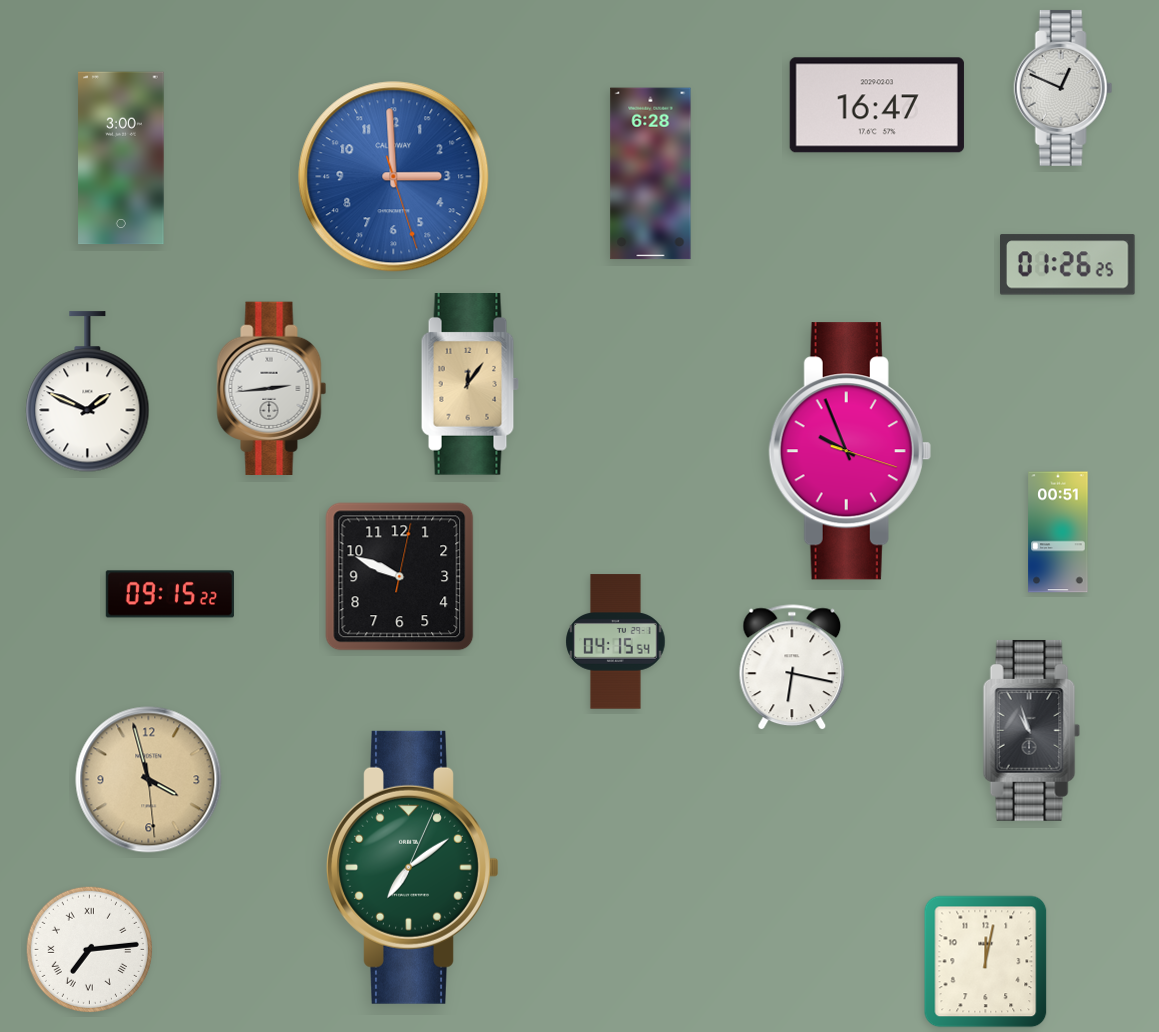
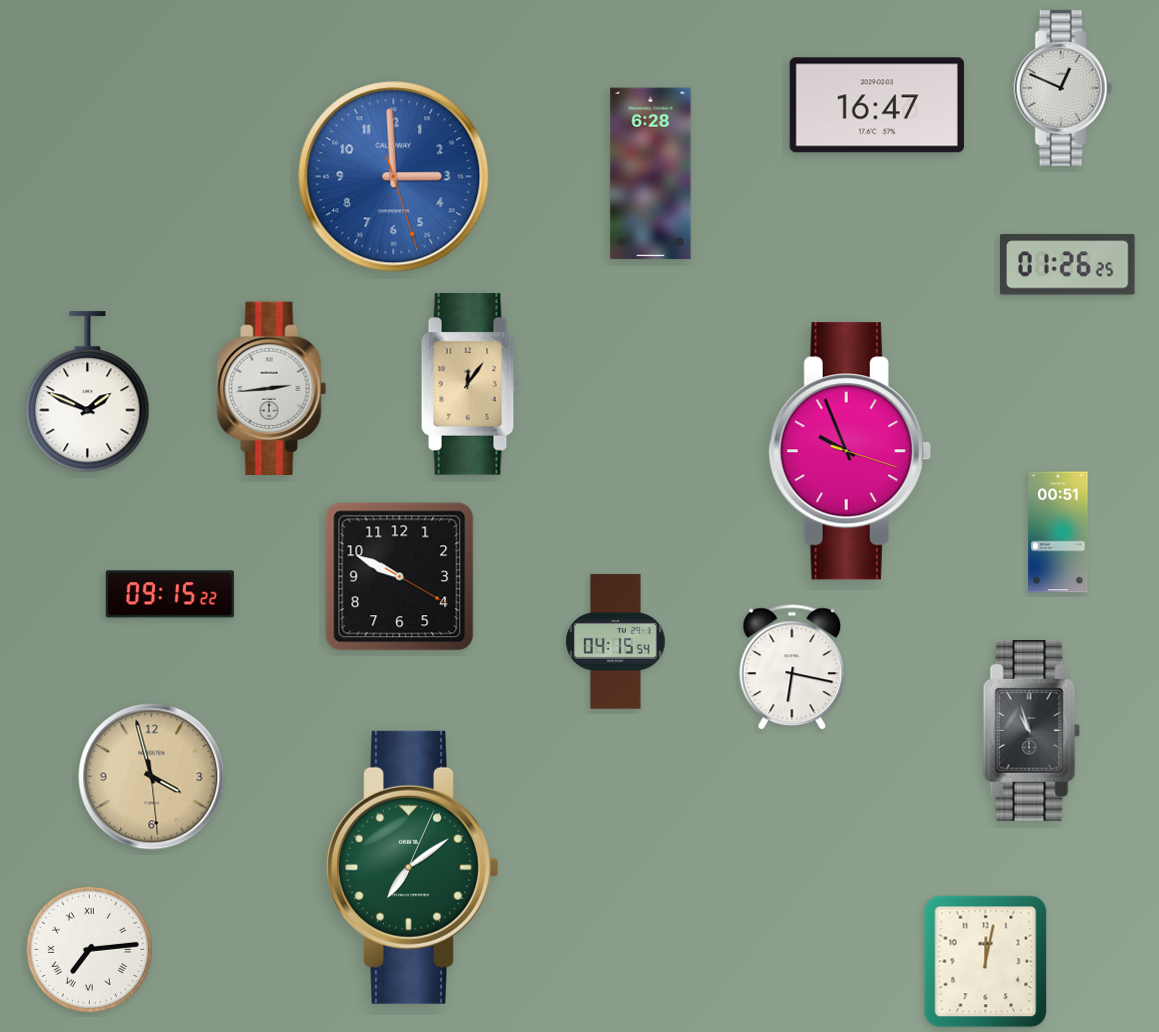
clock at (121, 158): 3:00 -> none
clock at (400, 577): 9:49:02 -> 9:49:20
clock at (149, 780) position: (149, 780) -> (152, 777)
